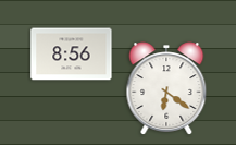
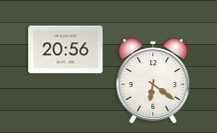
clock at (72, 55): 8:56 -> 20:56
